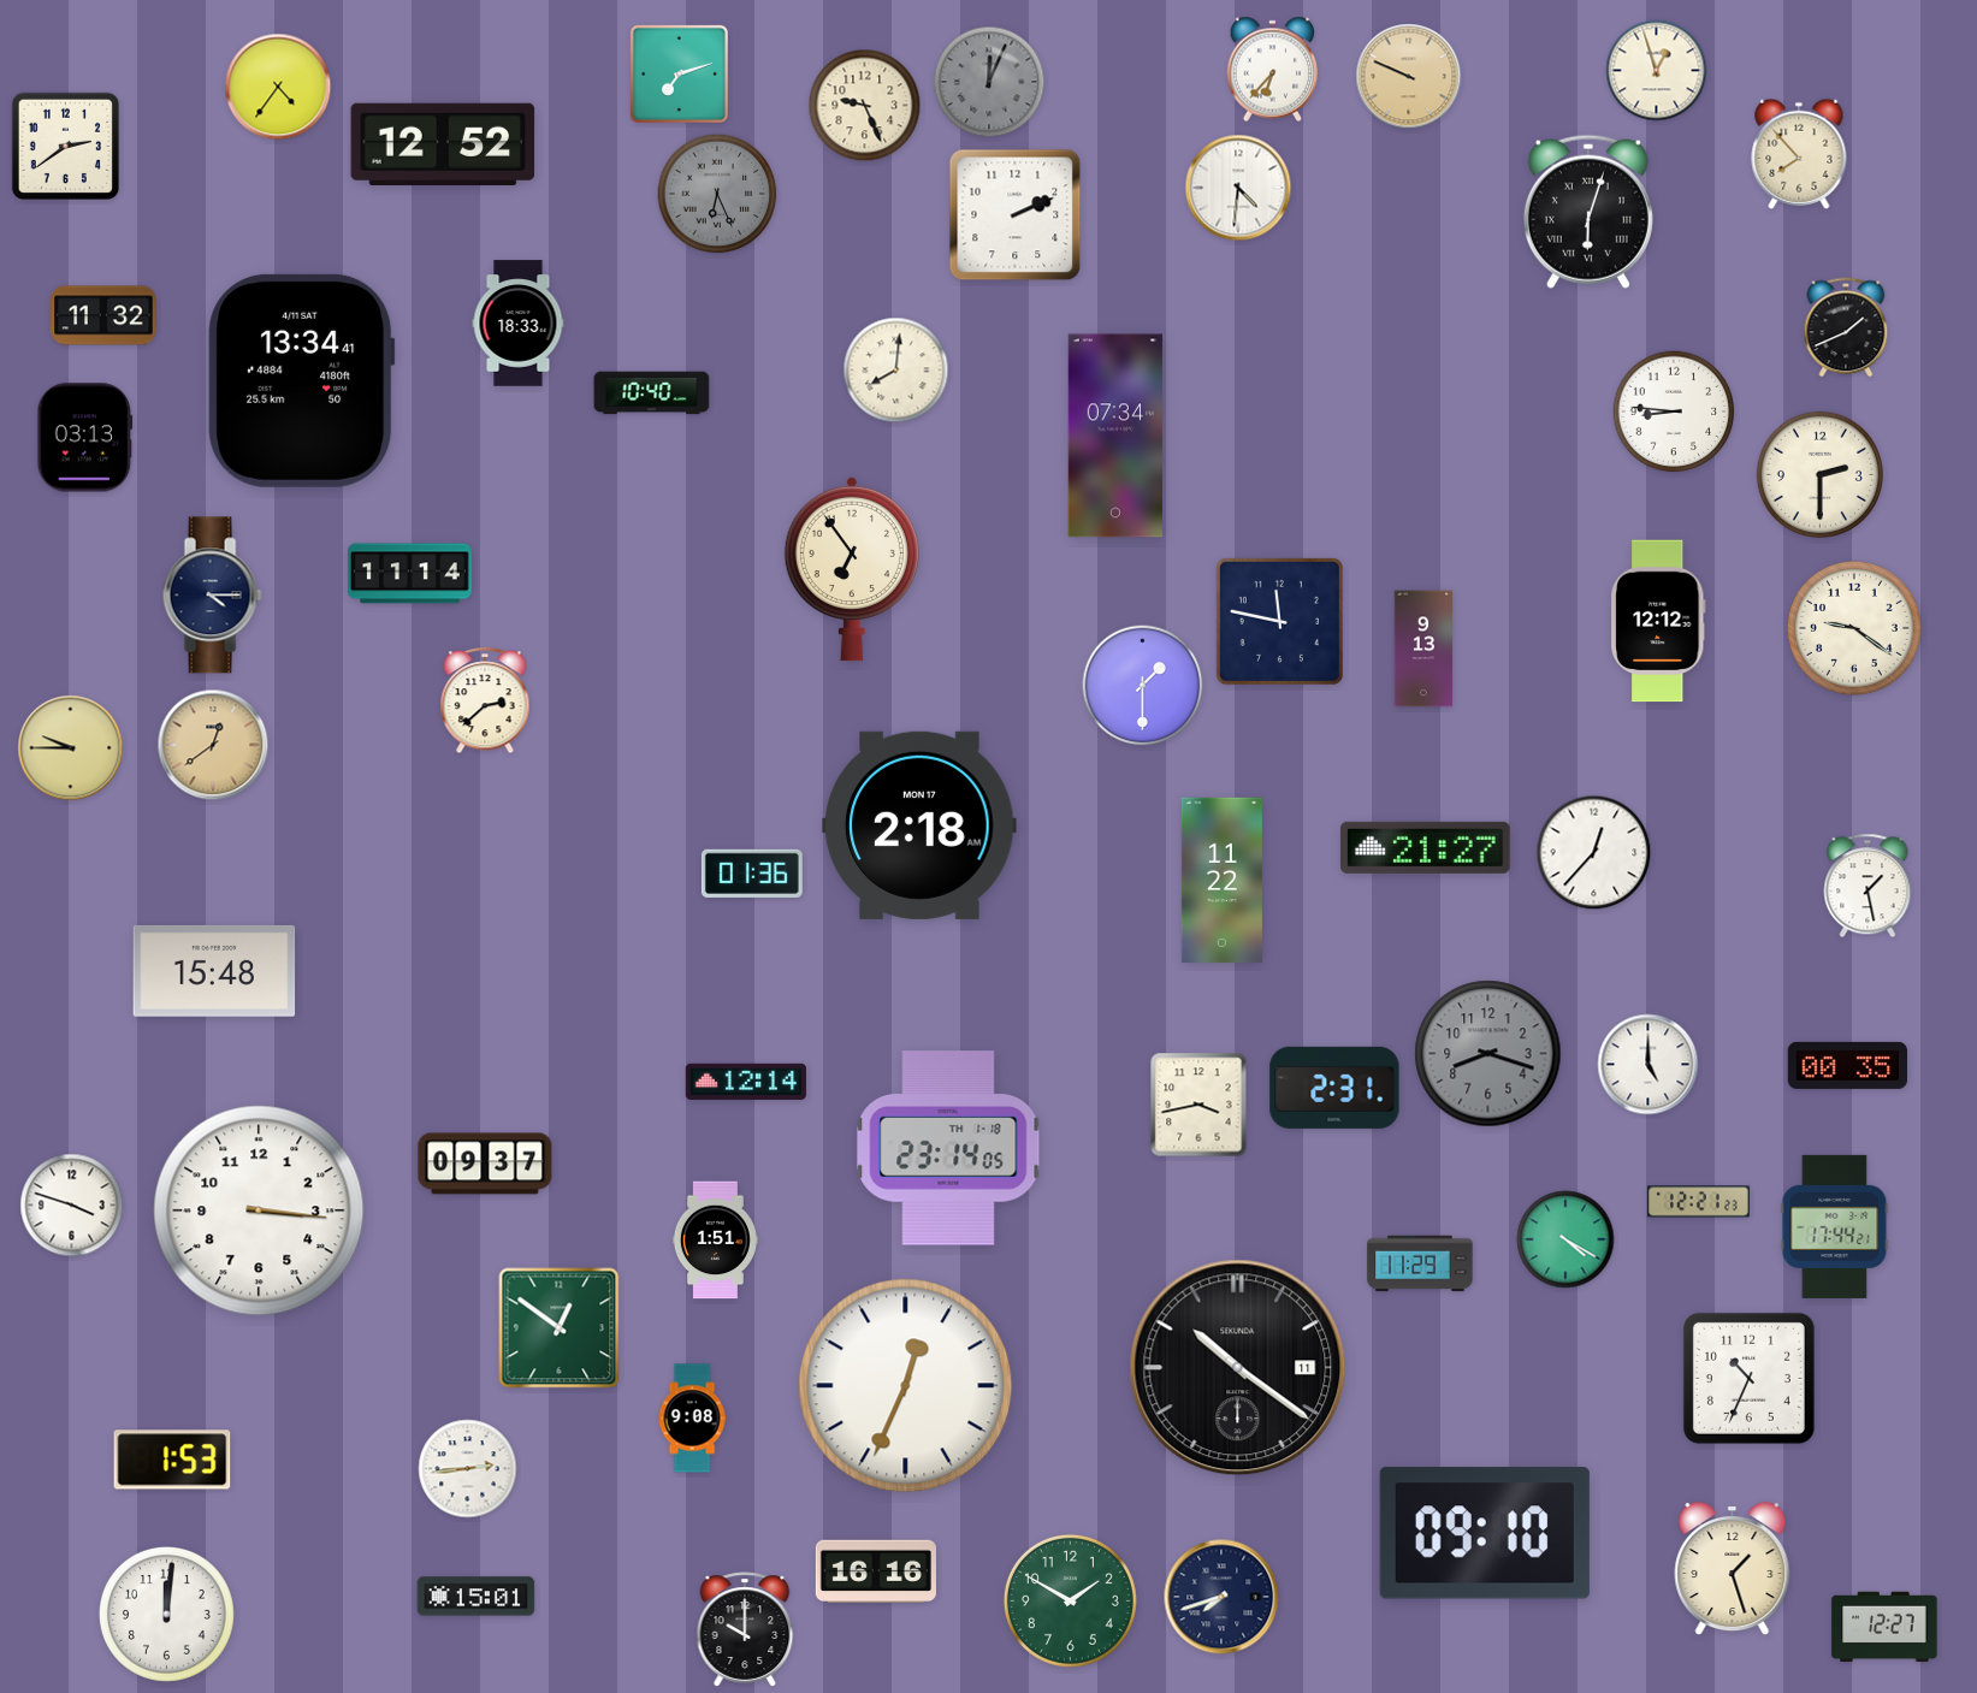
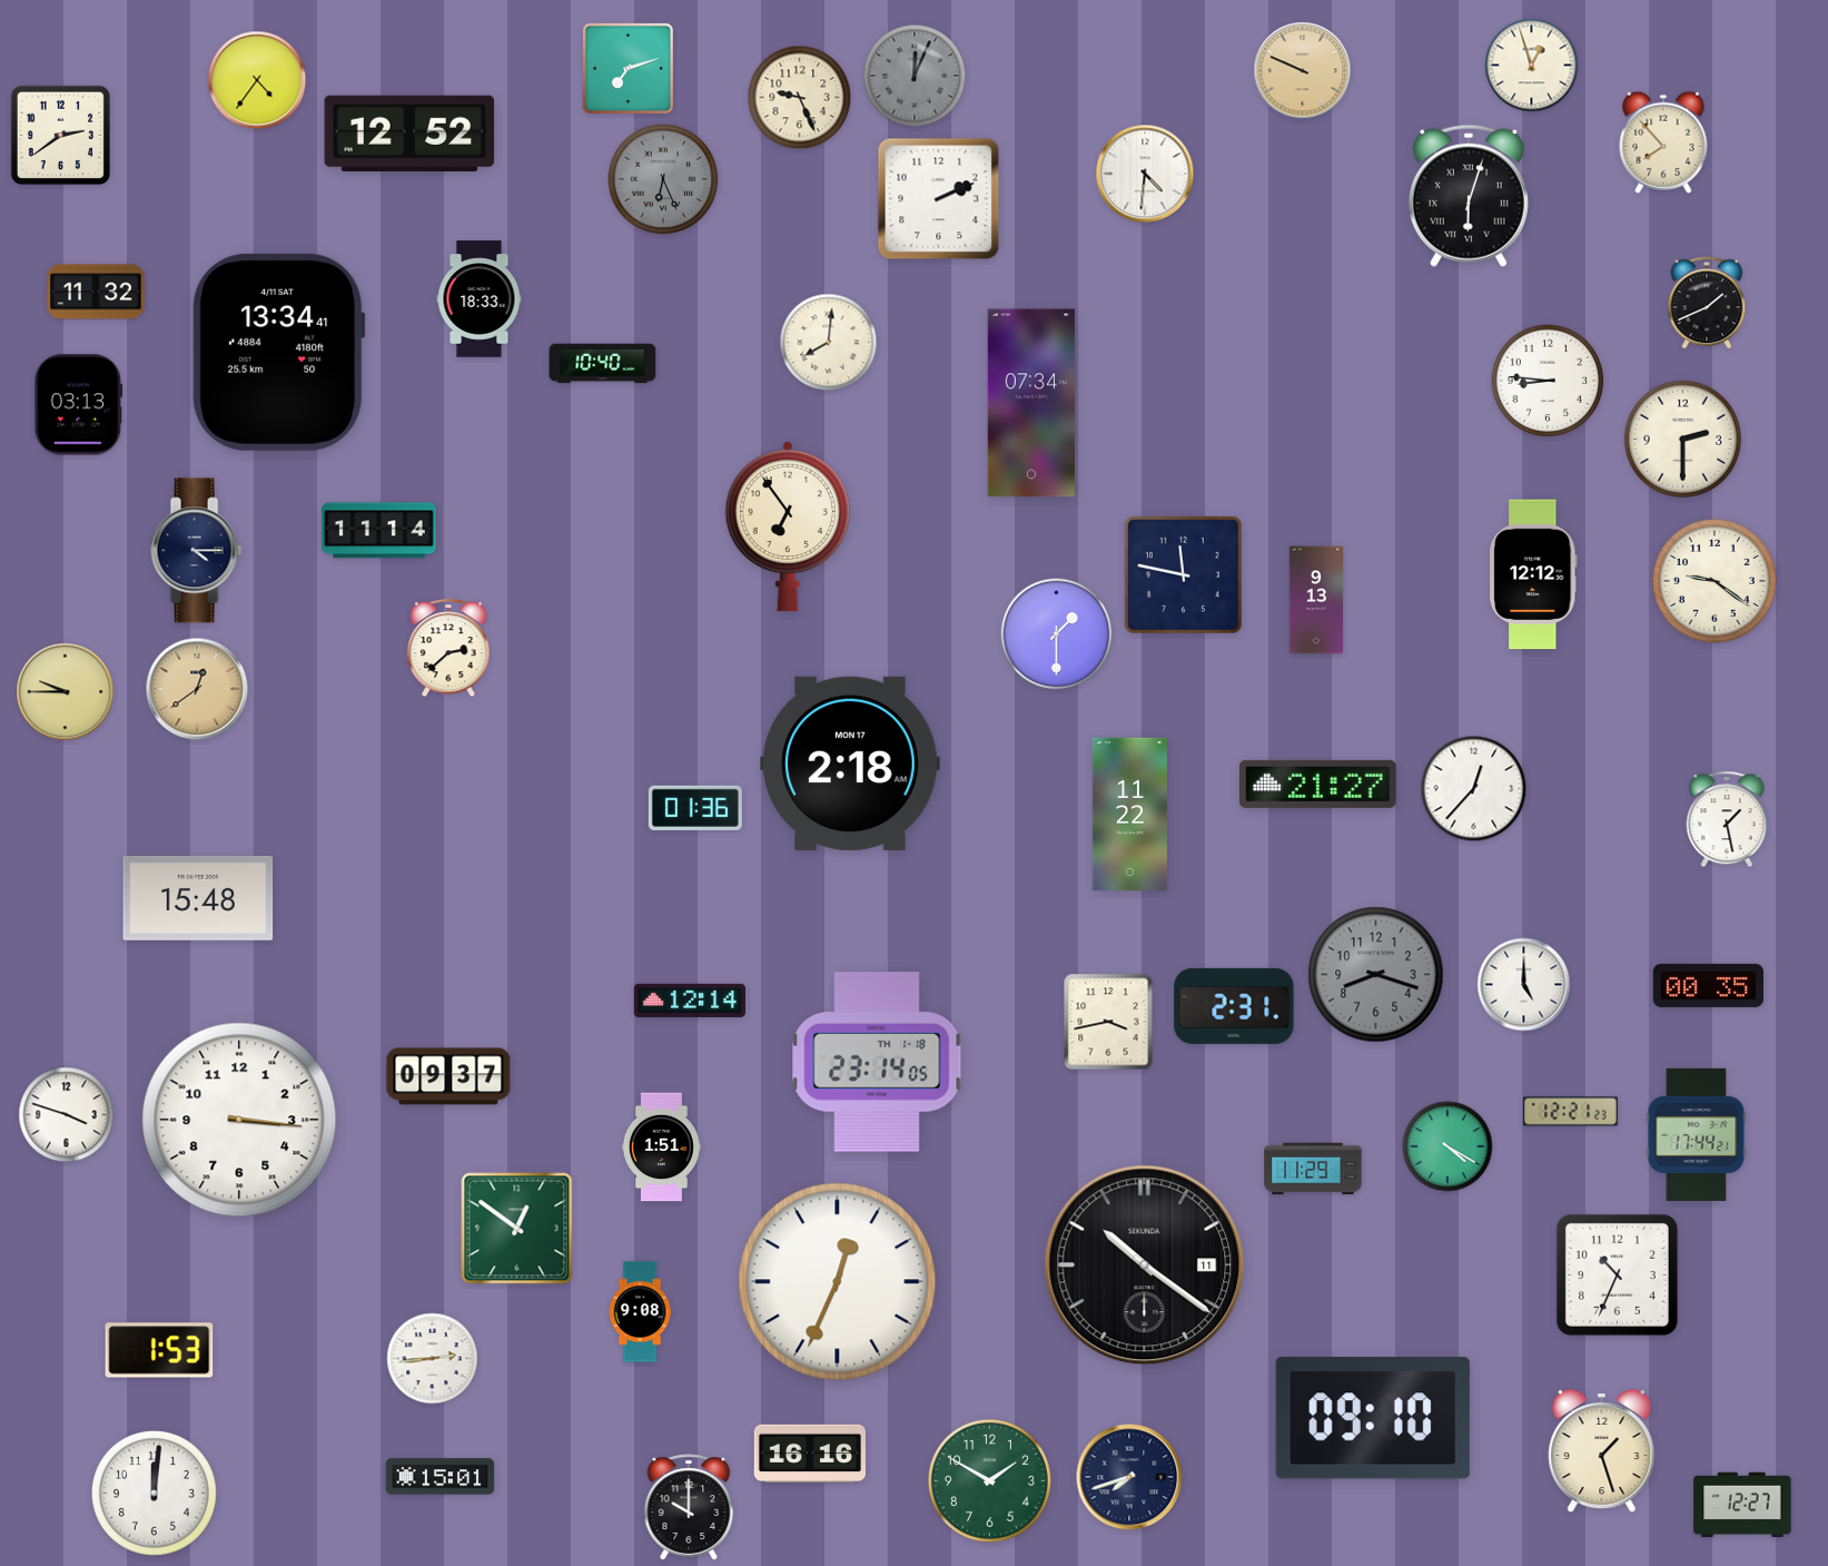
clock at (1273, 70): 6:37 -> none
